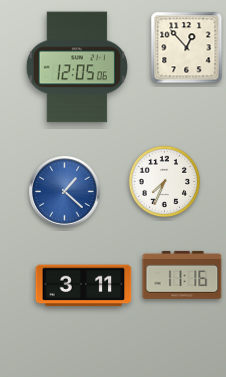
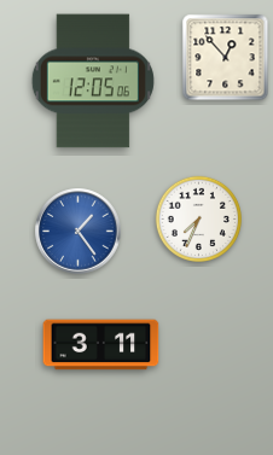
clock at (65, 192): 1:22 -> 1:24
clock at (182, 275): 11:16 -> none
